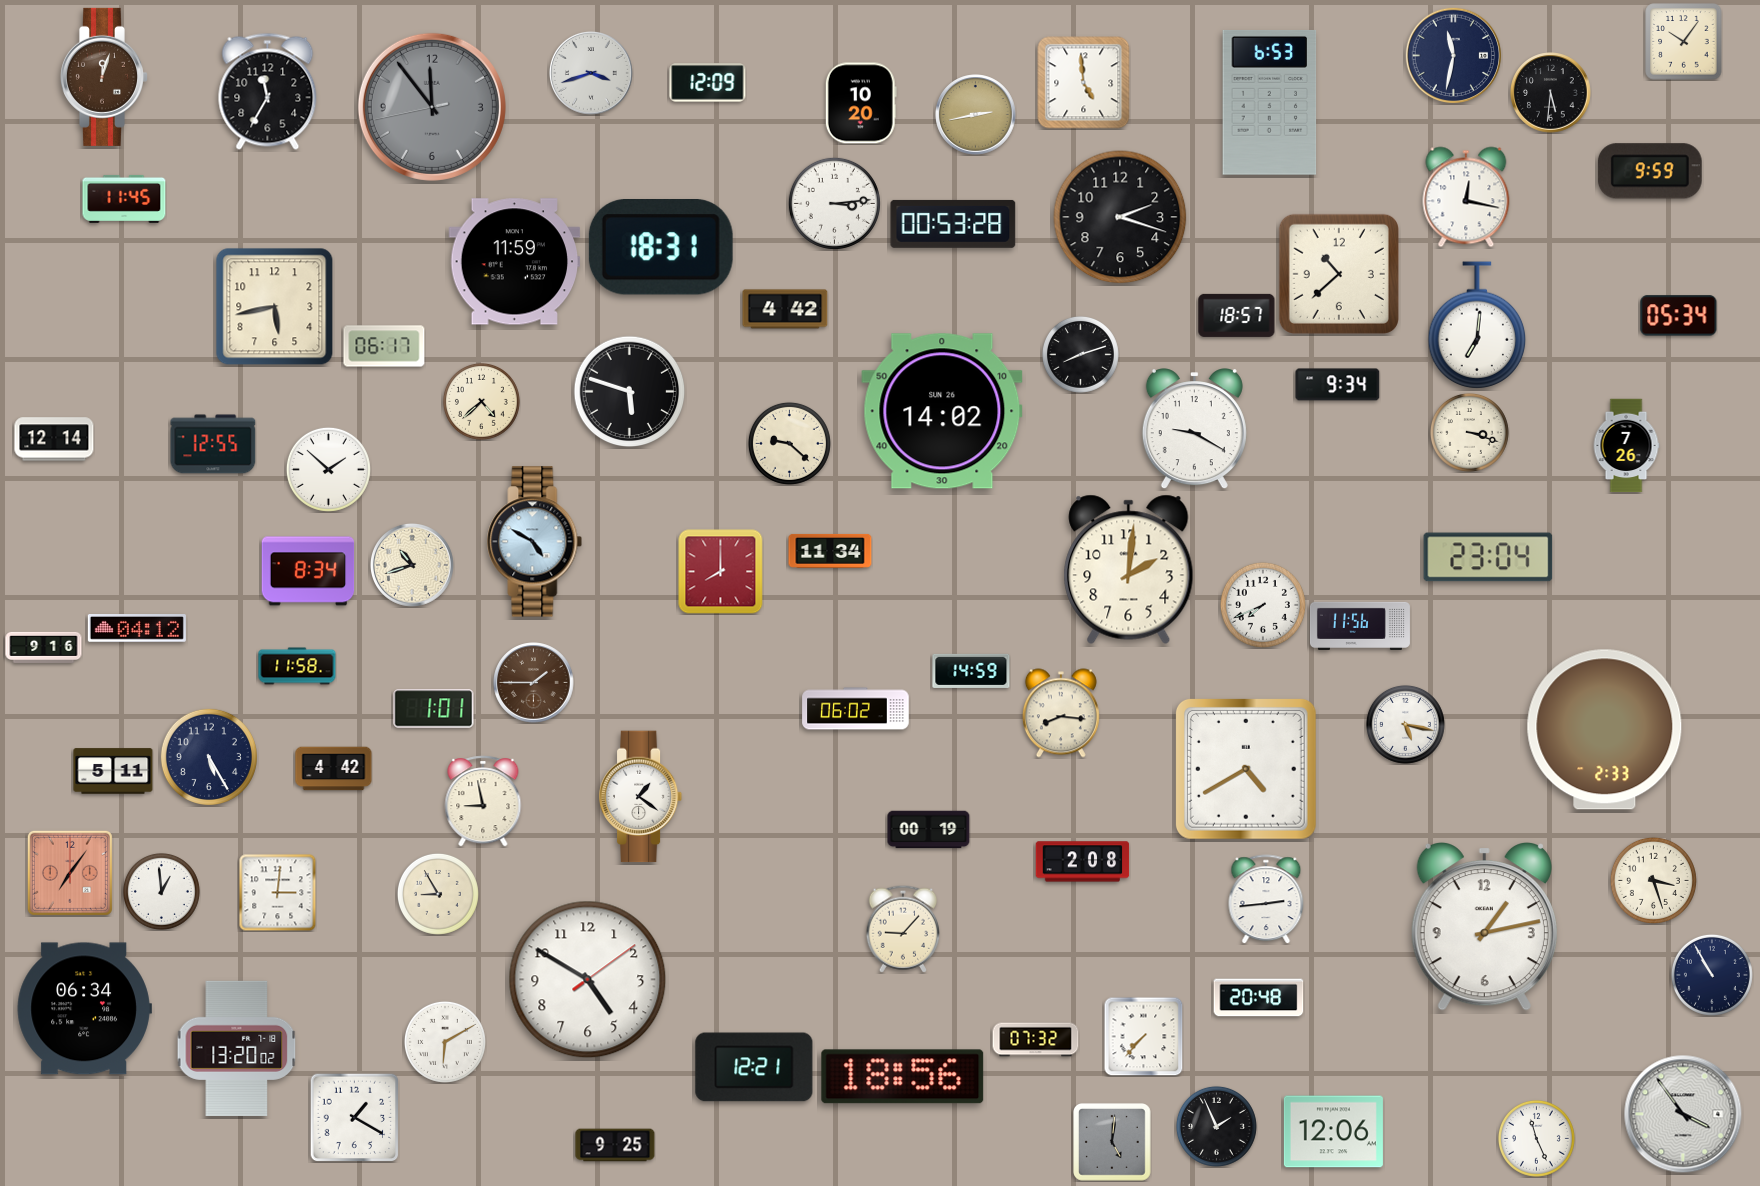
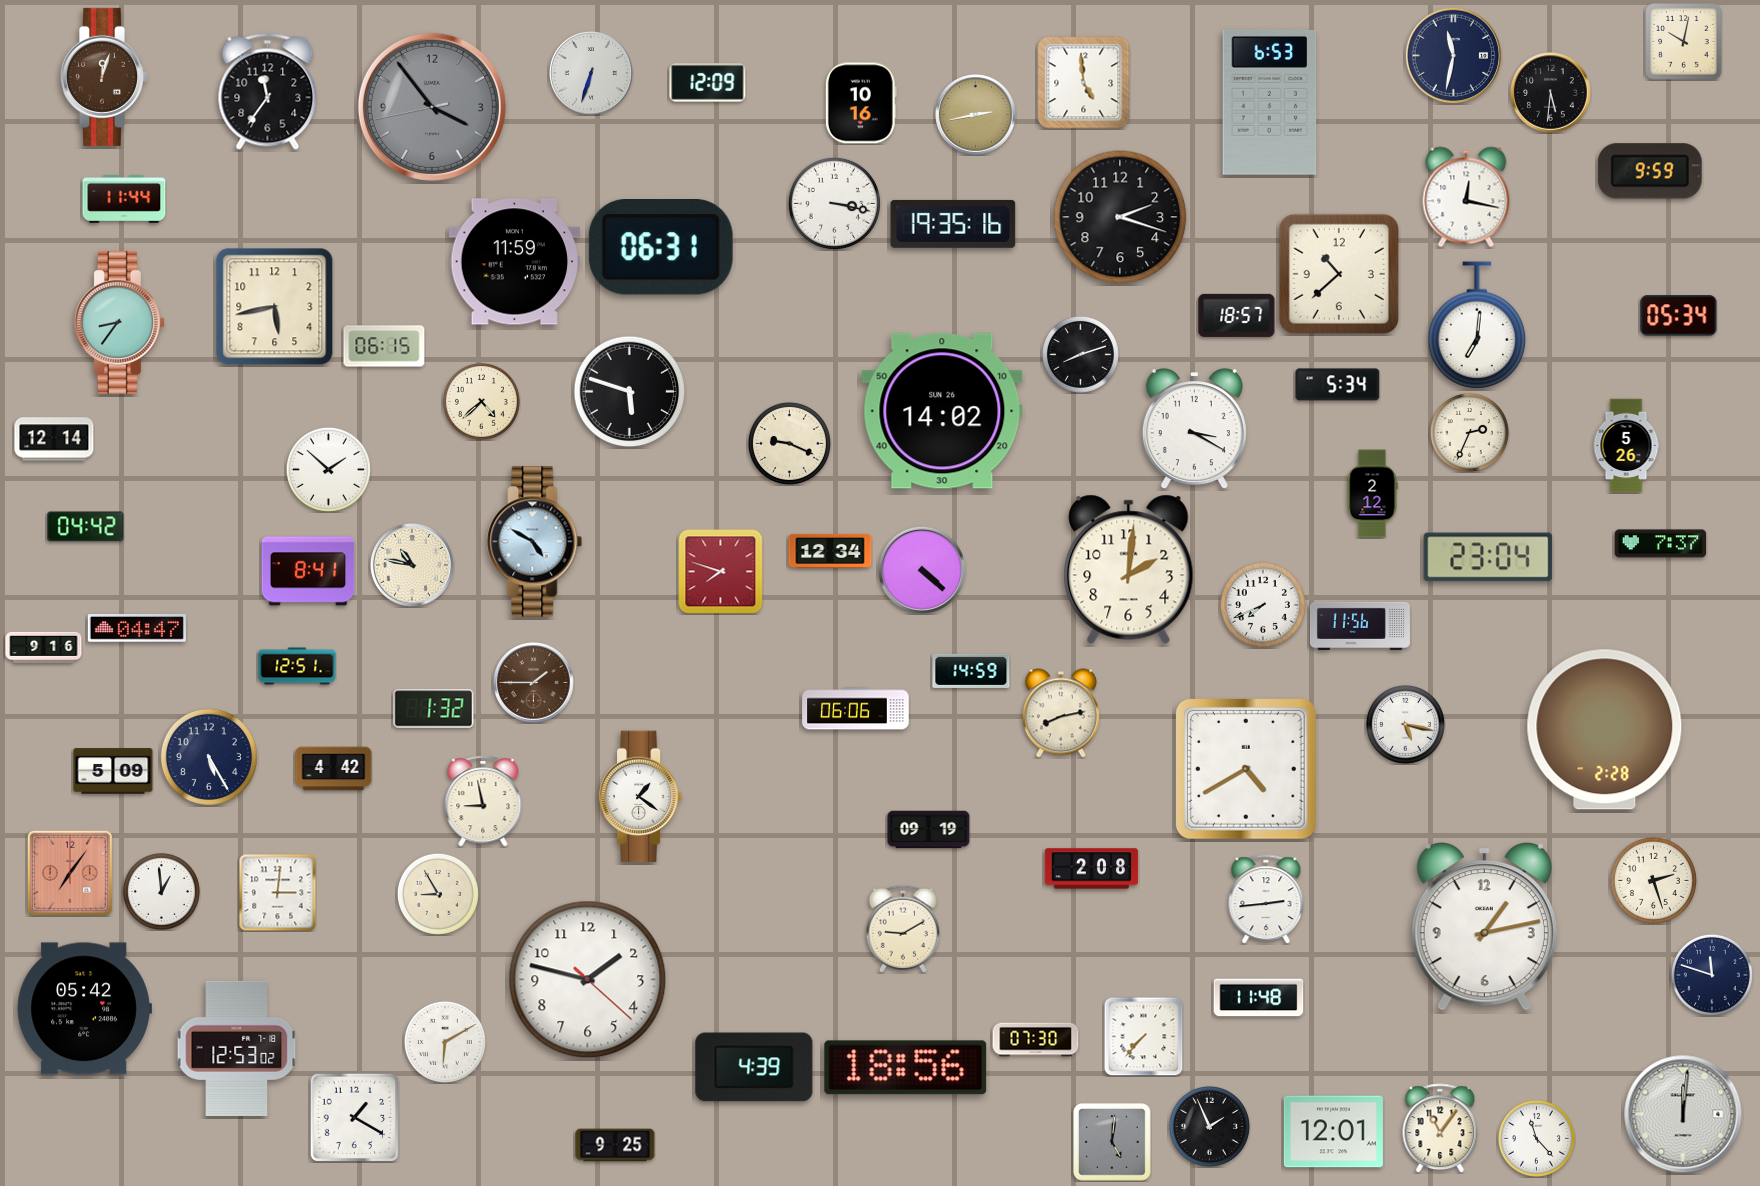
clock at (1684, 42): 10:06 -> 10:02
clock at (592, 74): 3:42 -> 6:33
clock at (268, 91): 11:35 -> 11:36
clock at (861, 103): 10:20 -> 10:16
clock at (432, 107): 11:53 -> 3:53
clock at (124, 199): 11:45 -> 11:44
clock at (834, 203): 3:14 -> 3:17
clock at (953, 224): 00:53 -> 19:35
clock at (661, 247): 18:31 -> 06:31
clock at (785, 309): 4:42 -> none
clock at (119, 322): none -> 8:36
clock at (384, 346): 06:17 -> 06:15
clock at (1338, 385): 9:34 -> 5:34
clock at (1194, 429): 9:20 -> 3:20
clock at (1469, 432): 3:18 -> 2:34
clock at (789, 443): 9:22 -> 9:19
clock at (213, 444): 12:55 -> none
clock at (1626, 446): 7:26 -> 5:26
clock at (1372, 494): none -> 2:12
clock at (86, 527): none -> 04:42
clock at (1661, 544): none -> 7:37
clock at (830, 551): 11:34 -> 12:34
clock at (413, 566): 10:42 -> 10:47
clock at (922, 570): none -> 4:22
clock at (308, 571): 8:34 -> 8:41
clock at (721, 572): 8:00 -> 7:48
clock at (137, 629): 04:12 -> 04:47
clock at (297, 666): 11:58 -> 12:51
clock at (434, 709): 1:01 -> 1:32
clock at (856, 709): 06:02 -> 06:06
clock at (1061, 713): 8:16 -> 8:13
clock at (1605, 730): 2:33 -> 2:28
clock at (113, 771): 5:11 -> 5:09
clock at (929, 830): 00:19 -> 09:19
clock at (1083, 862) position: (1083, 862) -> (1092, 869)
clock at (1653, 880): 3:27 -> 2:27
clock at (902, 929): 9:07 -> 9:10
clock at (1712, 975): 10:55 -> 11:48
clock at (588, 980): 4:50 -> 1:47
clock at (1259, 998): 20:48 -> 11:48
clock at (84, 1009): 06:34 -> 05:42
clock at (1036, 1040): 07:32 -> 07:30
clock at (237, 1048): 13:20 -> 12:53
clock at (754, 1067): 12:21 -> 4:39
clock at (903, 1077) position: (903, 1077) -> (906, 1068)
clock at (1683, 1114): 3:54 -> 12:01
clock at (1216, 1126) position: (1216, 1126) -> (1209, 1126)
clock at (1440, 1128): none -> 11:06
clock at (1333, 1132): 12:06 -> 12:01
clock at (1536, 1138): 11:26 -> 11:23
